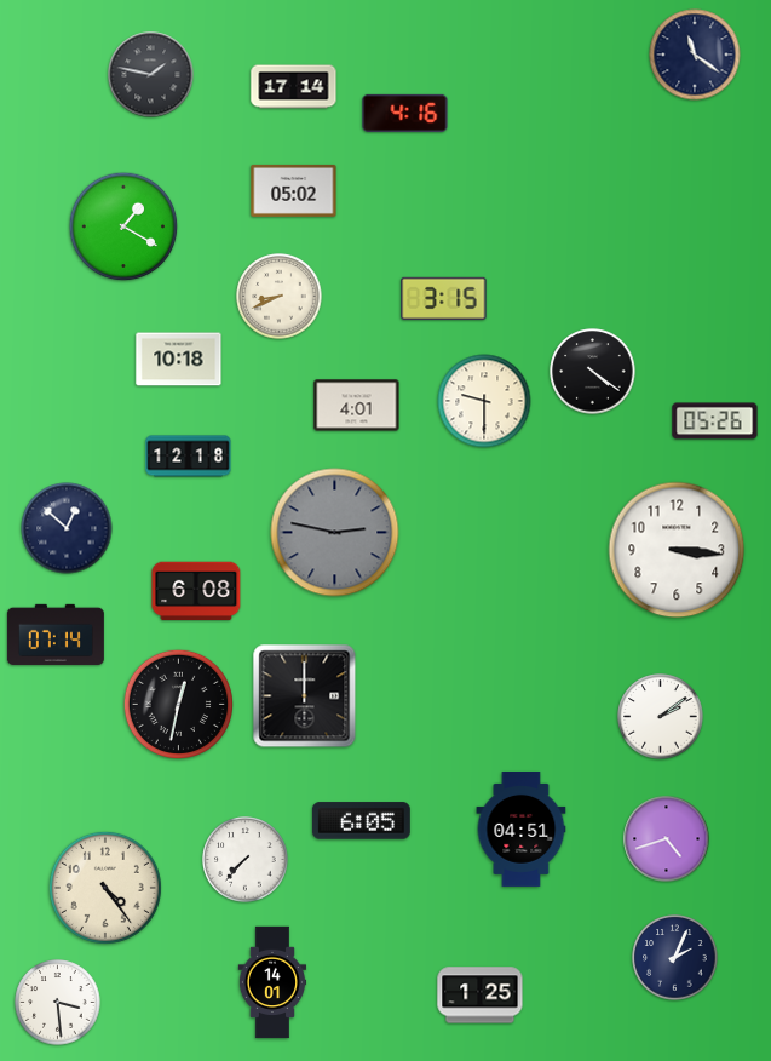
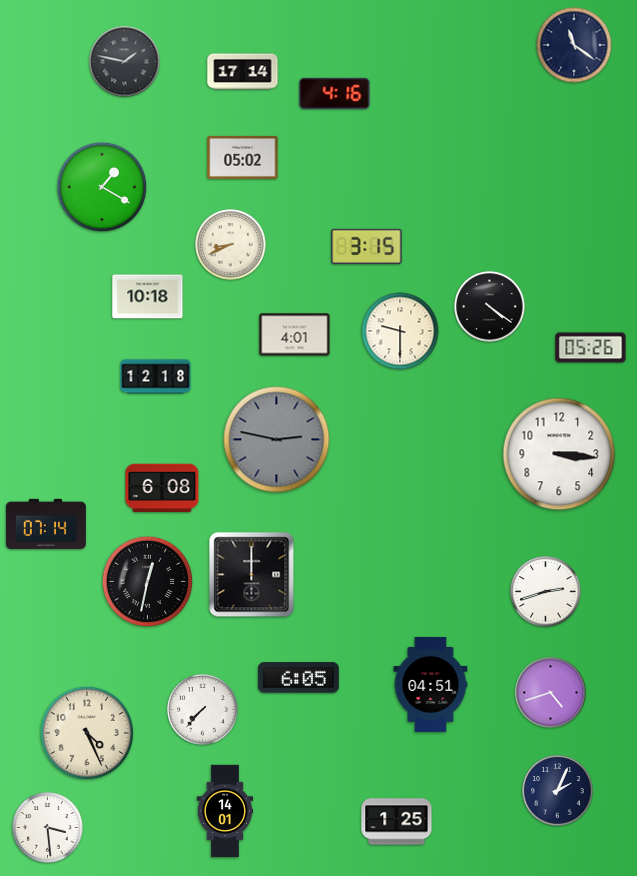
clock at (67, 528): 12:52 -> none
clock at (661, 717): 2:09 -> 2:42
clock at (105, 888): 4:24 -> 4:26
